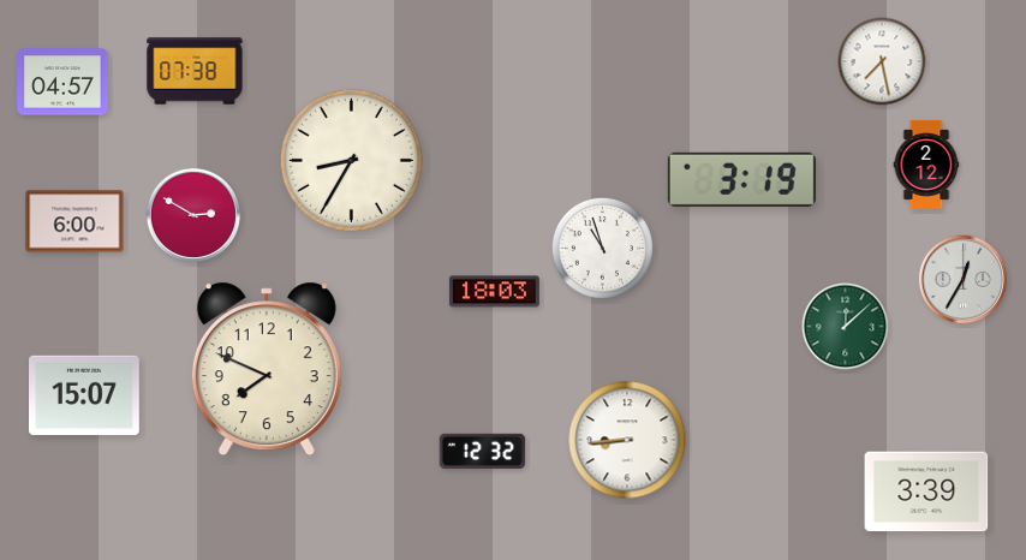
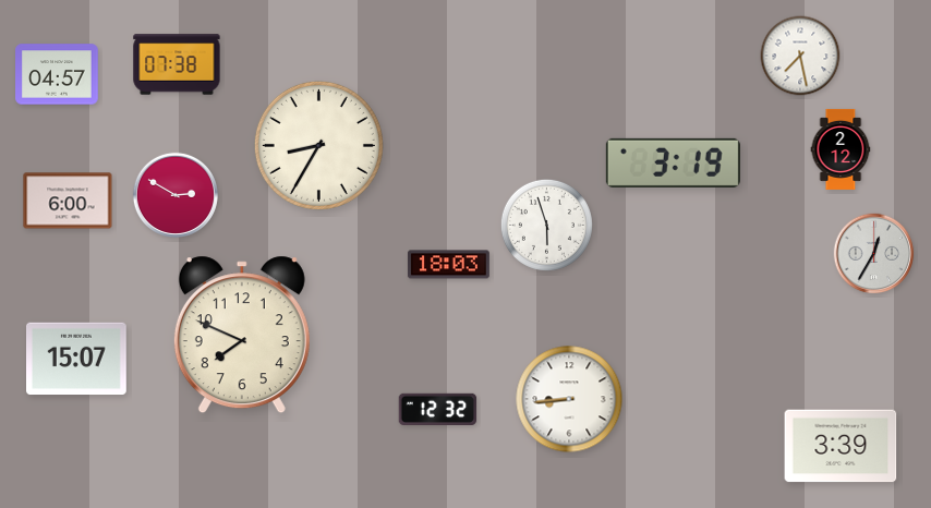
clock at (602, 248): 10:57 -> 5:57
clock at (846, 327): 12:08 -> none
